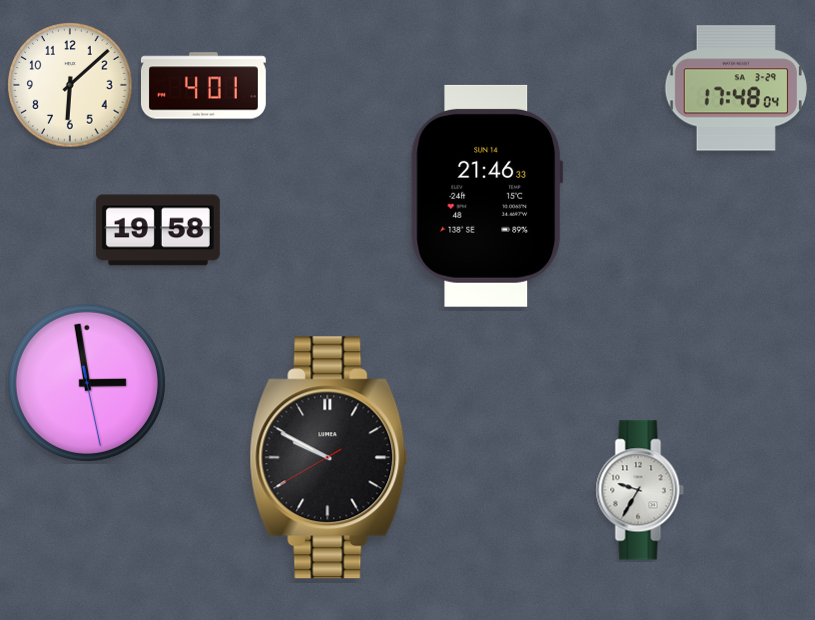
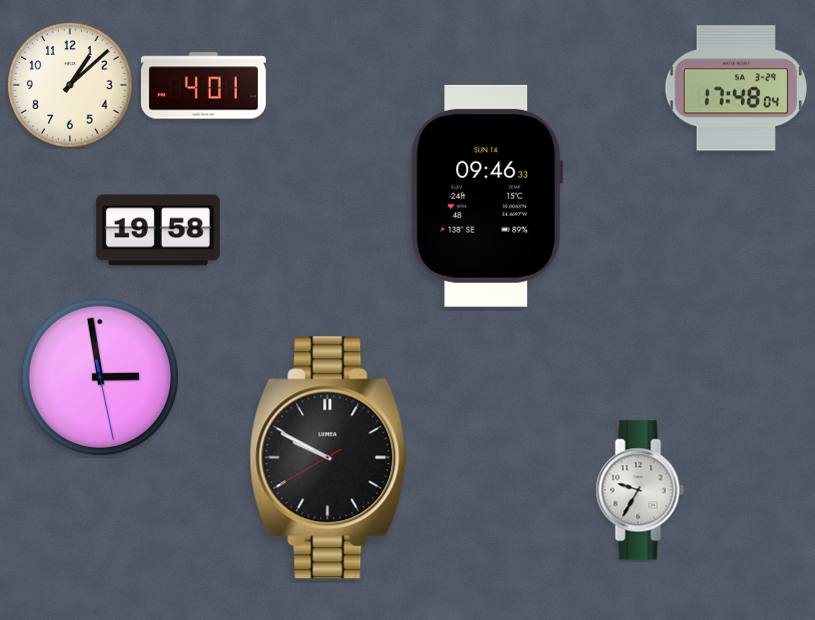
clock at (70, 85): 6:08 -> 1:08
clock at (487, 196): 21:46 -> 09:46
clock at (87, 383) position: (87, 383) -> (100, 377)
